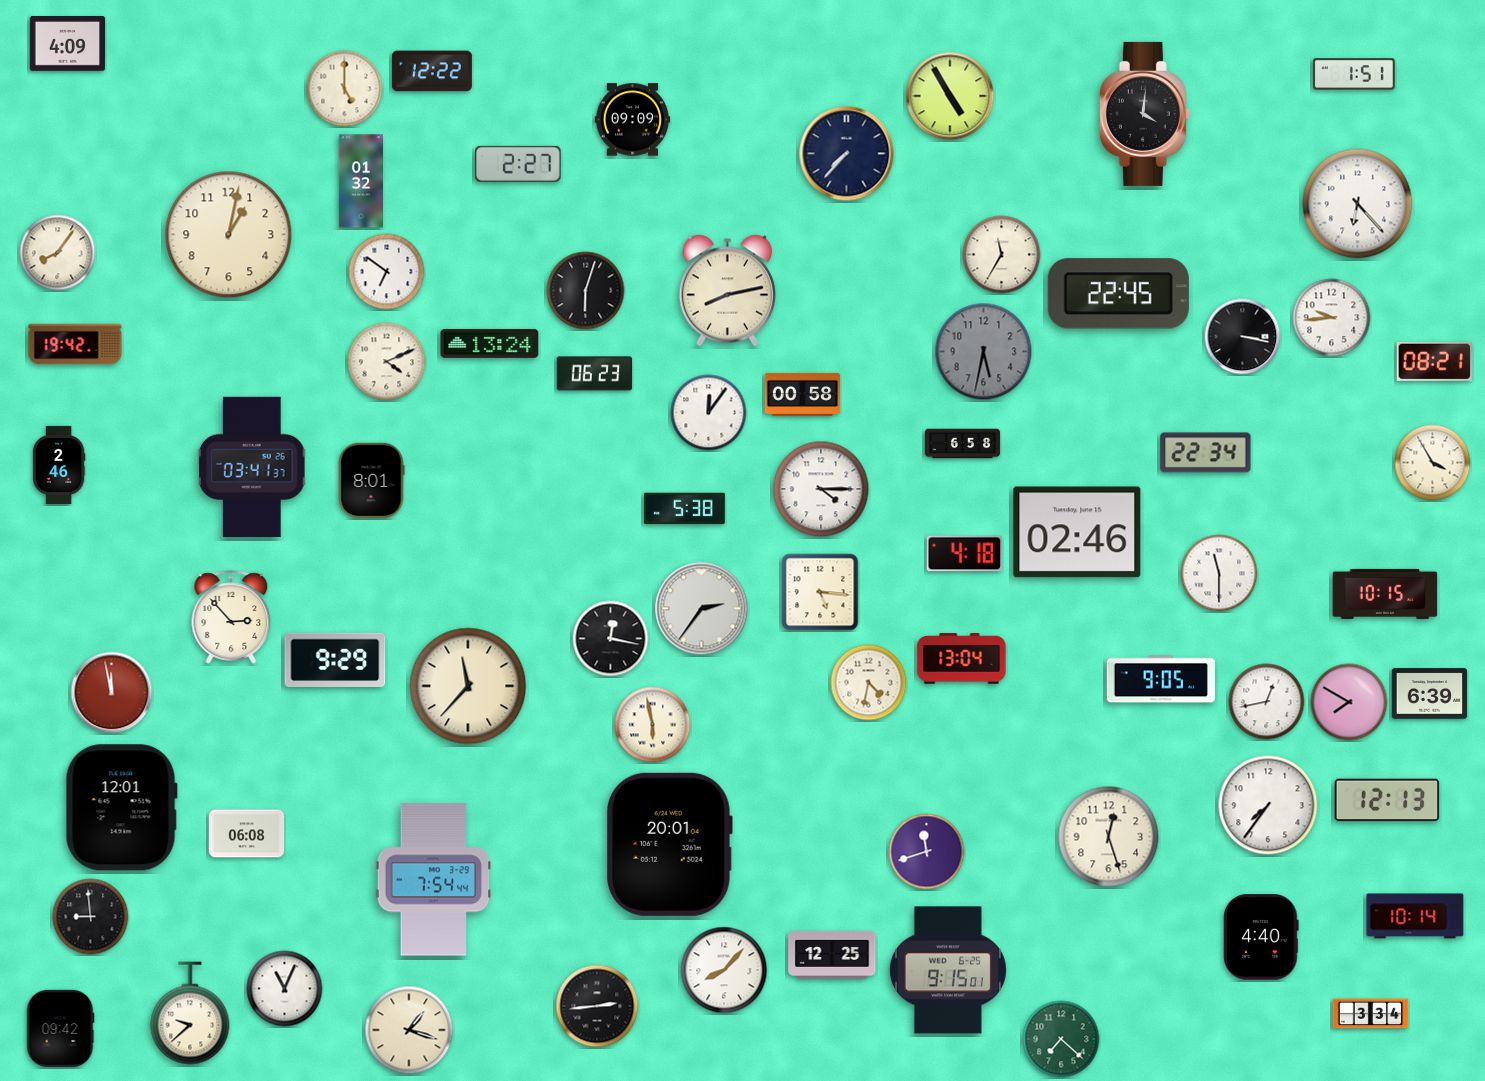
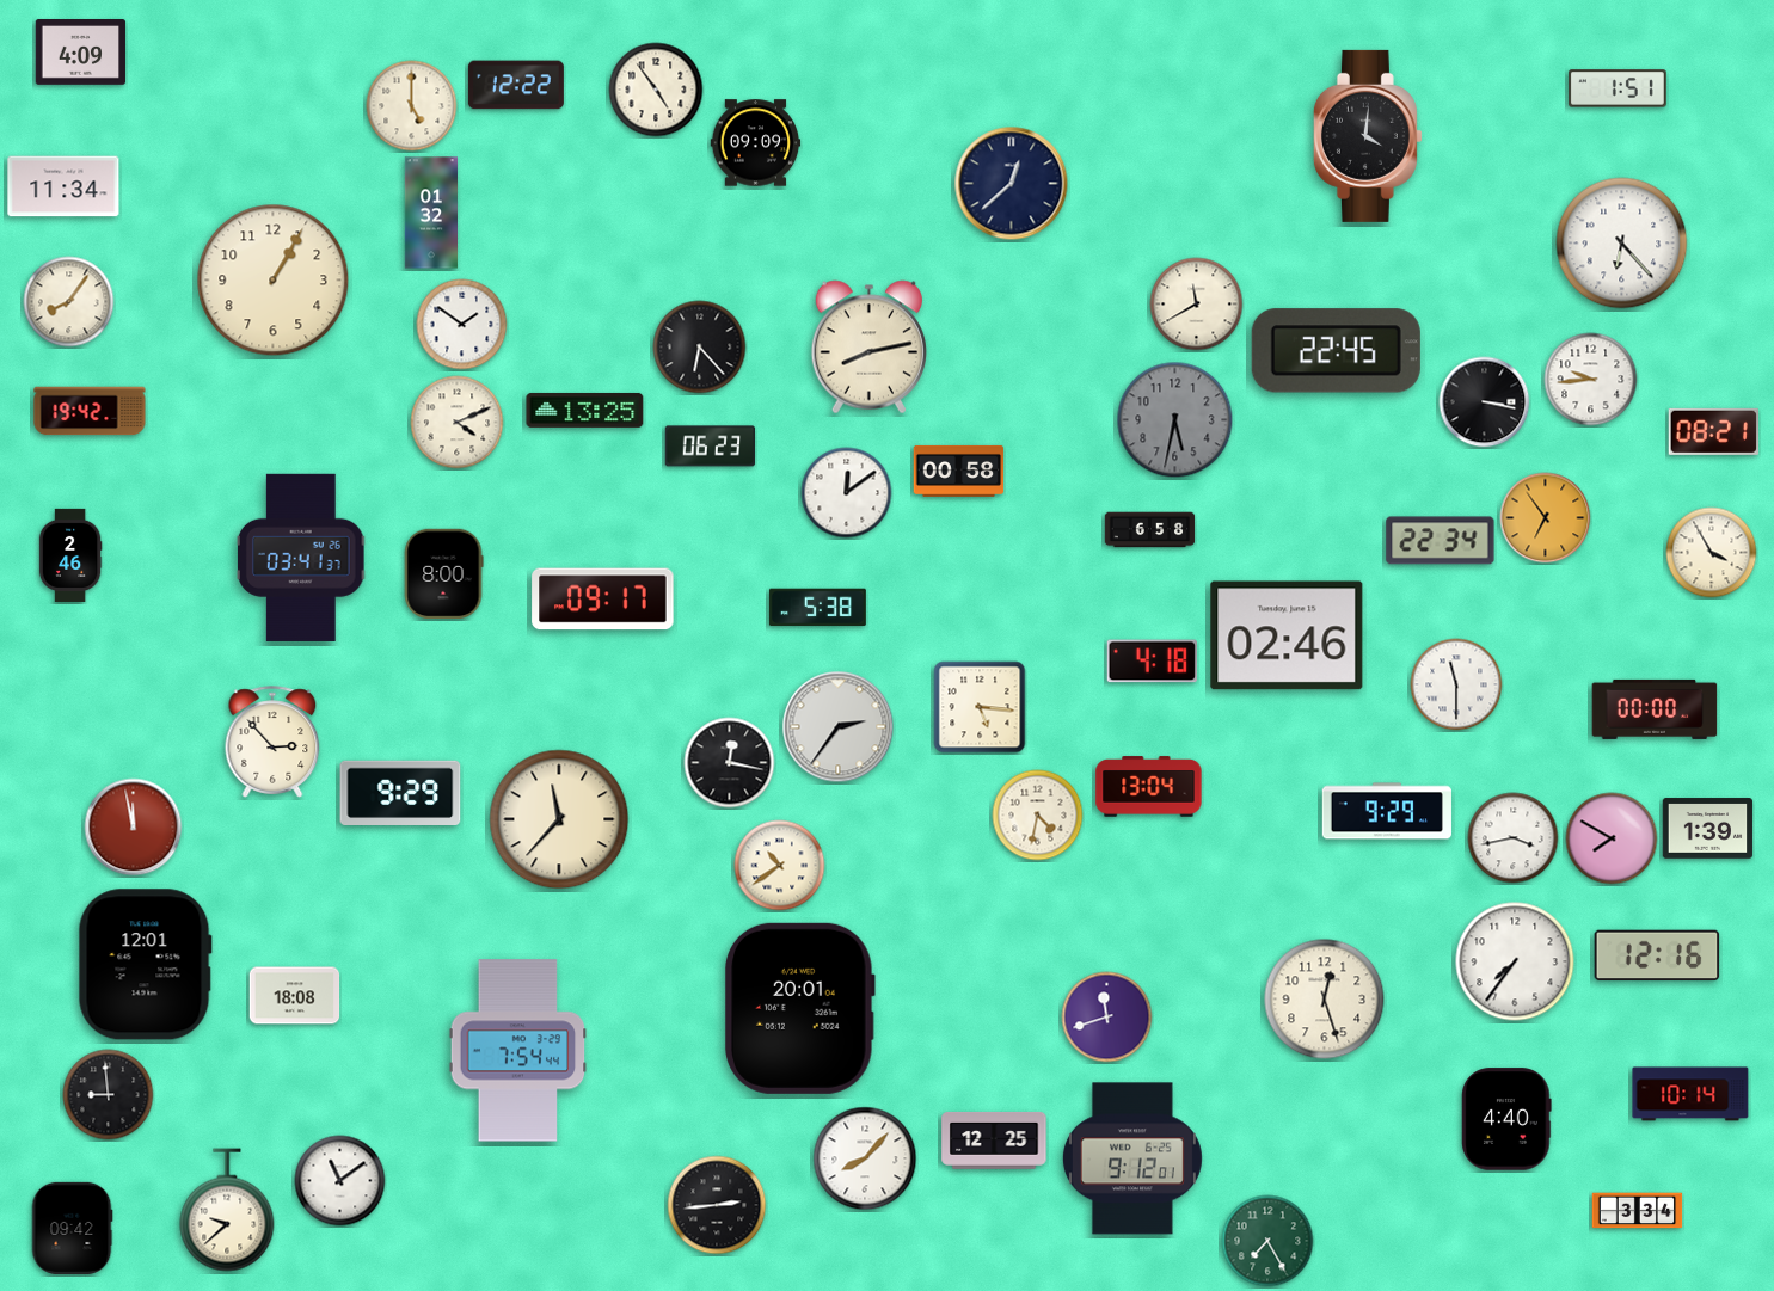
clock at (656, 90): none -> 4:54
clock at (950, 96): 4:55 -> none
clock at (847, 154): 7:37 -> 12:38
clock at (63, 186): none -> 11:34
clock at (518, 164): 2:27 -> none
clock at (360, 181) position: (360, 181) -> (430, 213)
clock at (229, 235): 1:02 -> 1:05
clock at (1002, 255): 11:35 -> 11:40
clock at (387, 272): 6:51 -> 1:51
clock at (586, 291): 6:03 -> 6:23
clock at (490, 343): 13:24 -> 13:25
clock at (387, 362) position: (387, 362) -> (458, 423)
clock at (709, 413): 12:06 -> 12:09
clock at (1546, 518): none -> 6:54
clock at (371, 481): 8:01 -> 8:00
clock at (821, 489): 4:15 -> none
clock at (603, 600): none -> 09:17
clock at (1385, 594): 10:15 -> 00:00
clock at (231, 617) position: (231, 617) -> (272, 742)
clock at (335, 659) position: (335, 659) -> (400, 792)
clock at (1161, 679): 9:05 -> 9:29
clock at (1430, 694): 6:39 -> 1:39
clock at (1267, 702): 12:43 -> 3:43
clock at (653, 725): 5:58 -> 10:39
clock at (1387, 800): 12:13 -> 12:16
clock at (247, 834): 06:08 -> 18:08
clock at (948, 970): 9:15 -> 9:12
clock at (285, 989): 11:04 -> 11:09
clock at (597, 1006) position: (597, 1006) -> (717, 1205)
clock at (409, 1030): 1:18 -> none
clock at (1061, 1039): 7:22 -> 7:25
